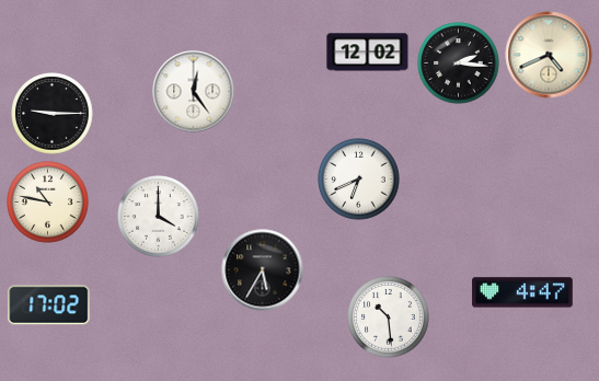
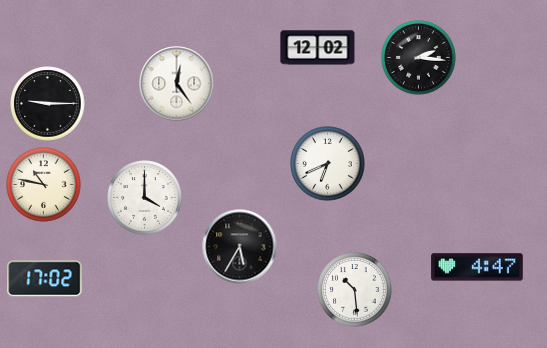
clock at (368, 53) position: (368, 53) -> (318, 48)
clock at (549, 55): 4:41 -> none
